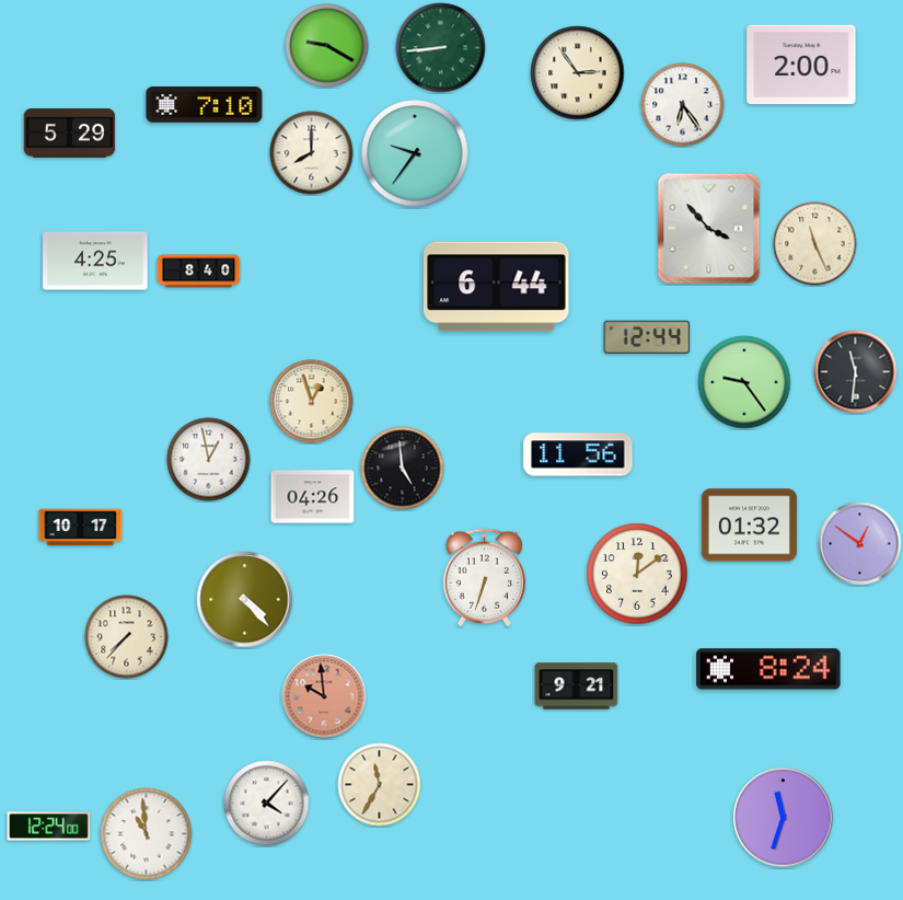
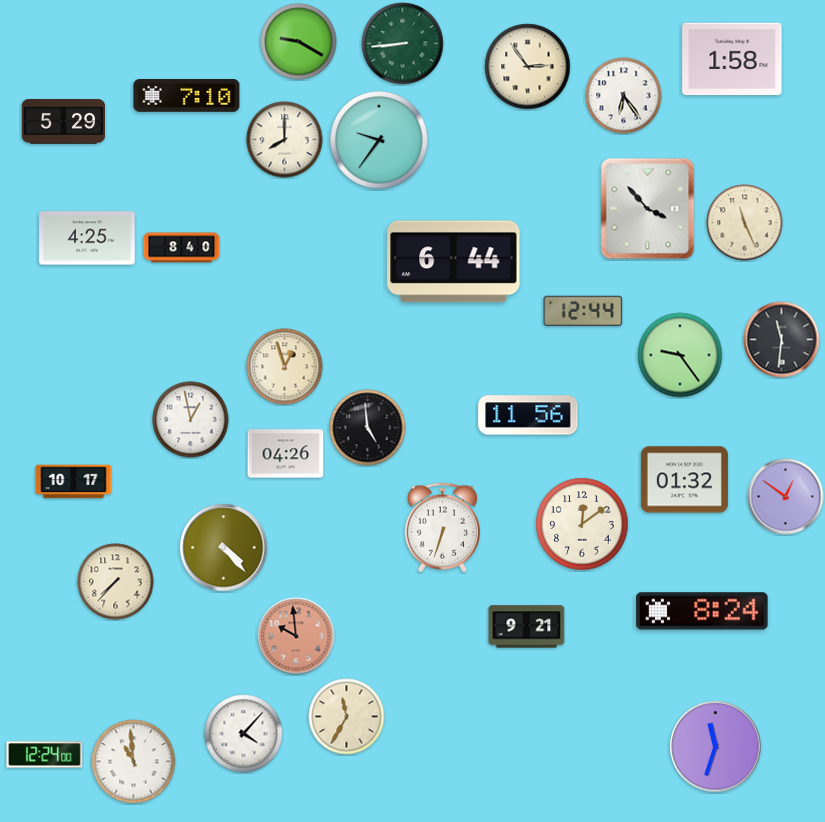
clock at (801, 65): 2:00 -> 1:58
clock at (647, 337) position: (647, 337) -> (583, 311)
clock at (744, 382) position: (744, 382) -> (680, 355)
